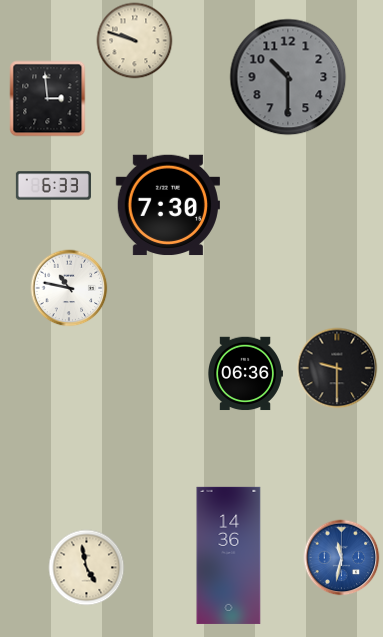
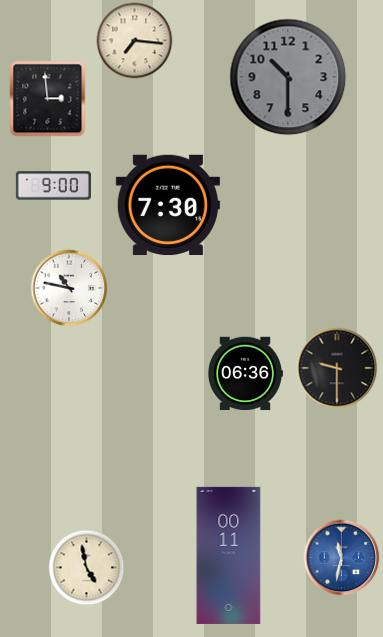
clock at (135, 41): 9:48 -> 7:16
clock at (53, 186): 6:33 -> 9:00
clock at (229, 555): 14:36 -> 00:11
